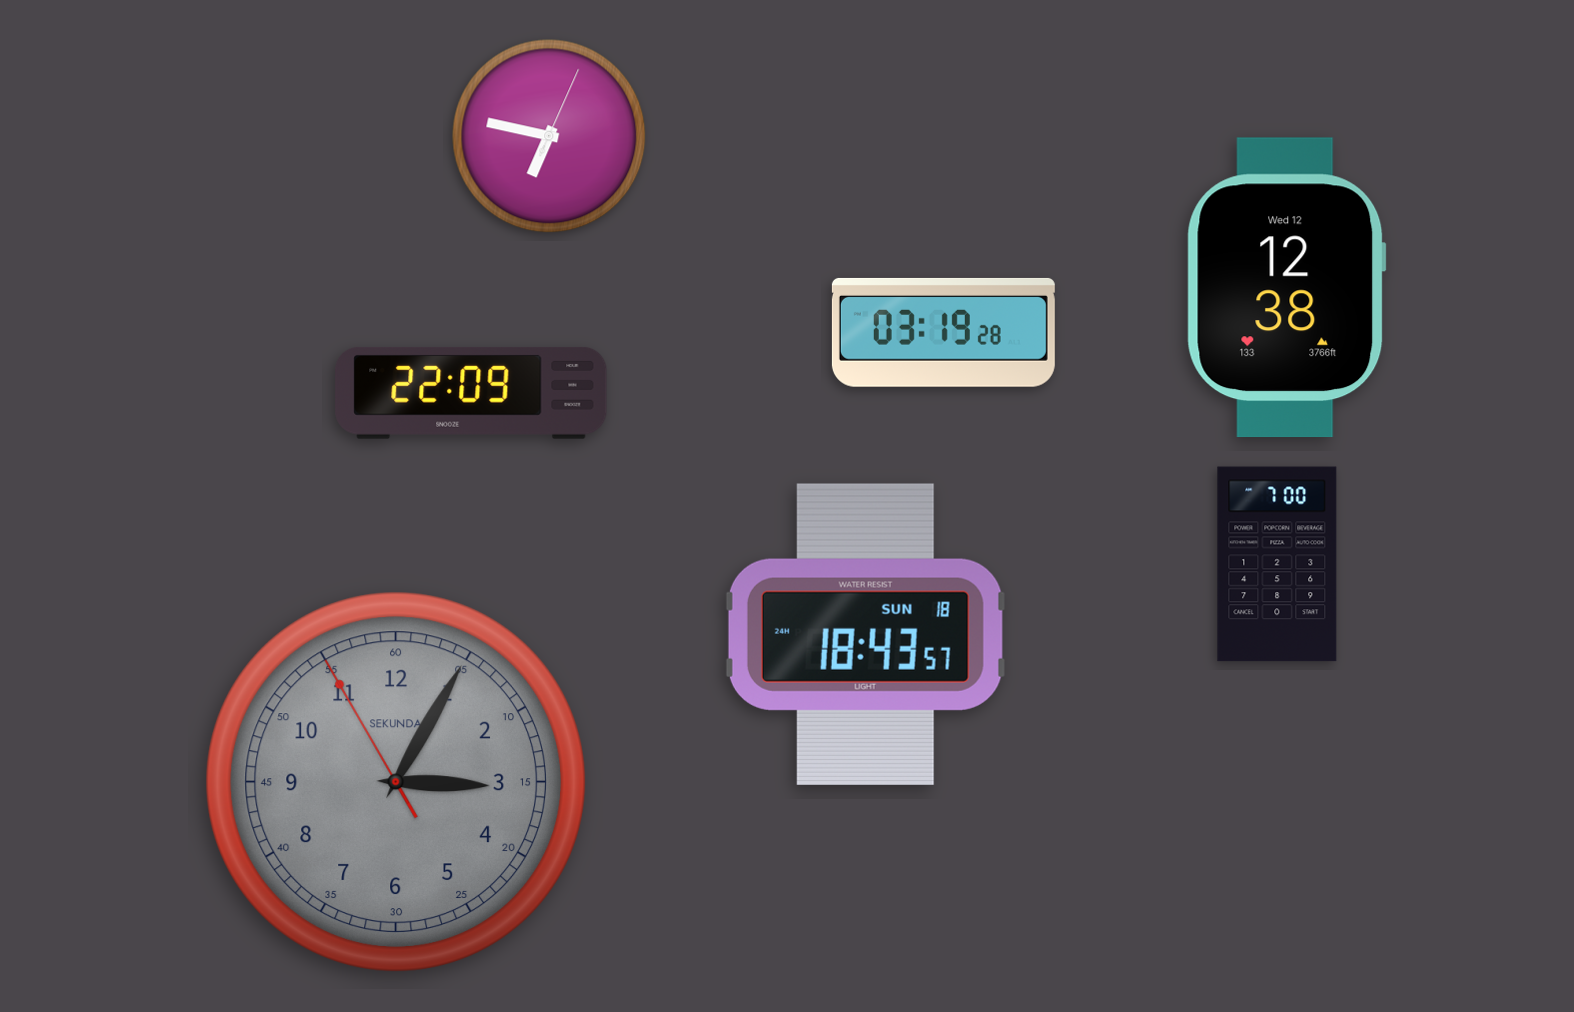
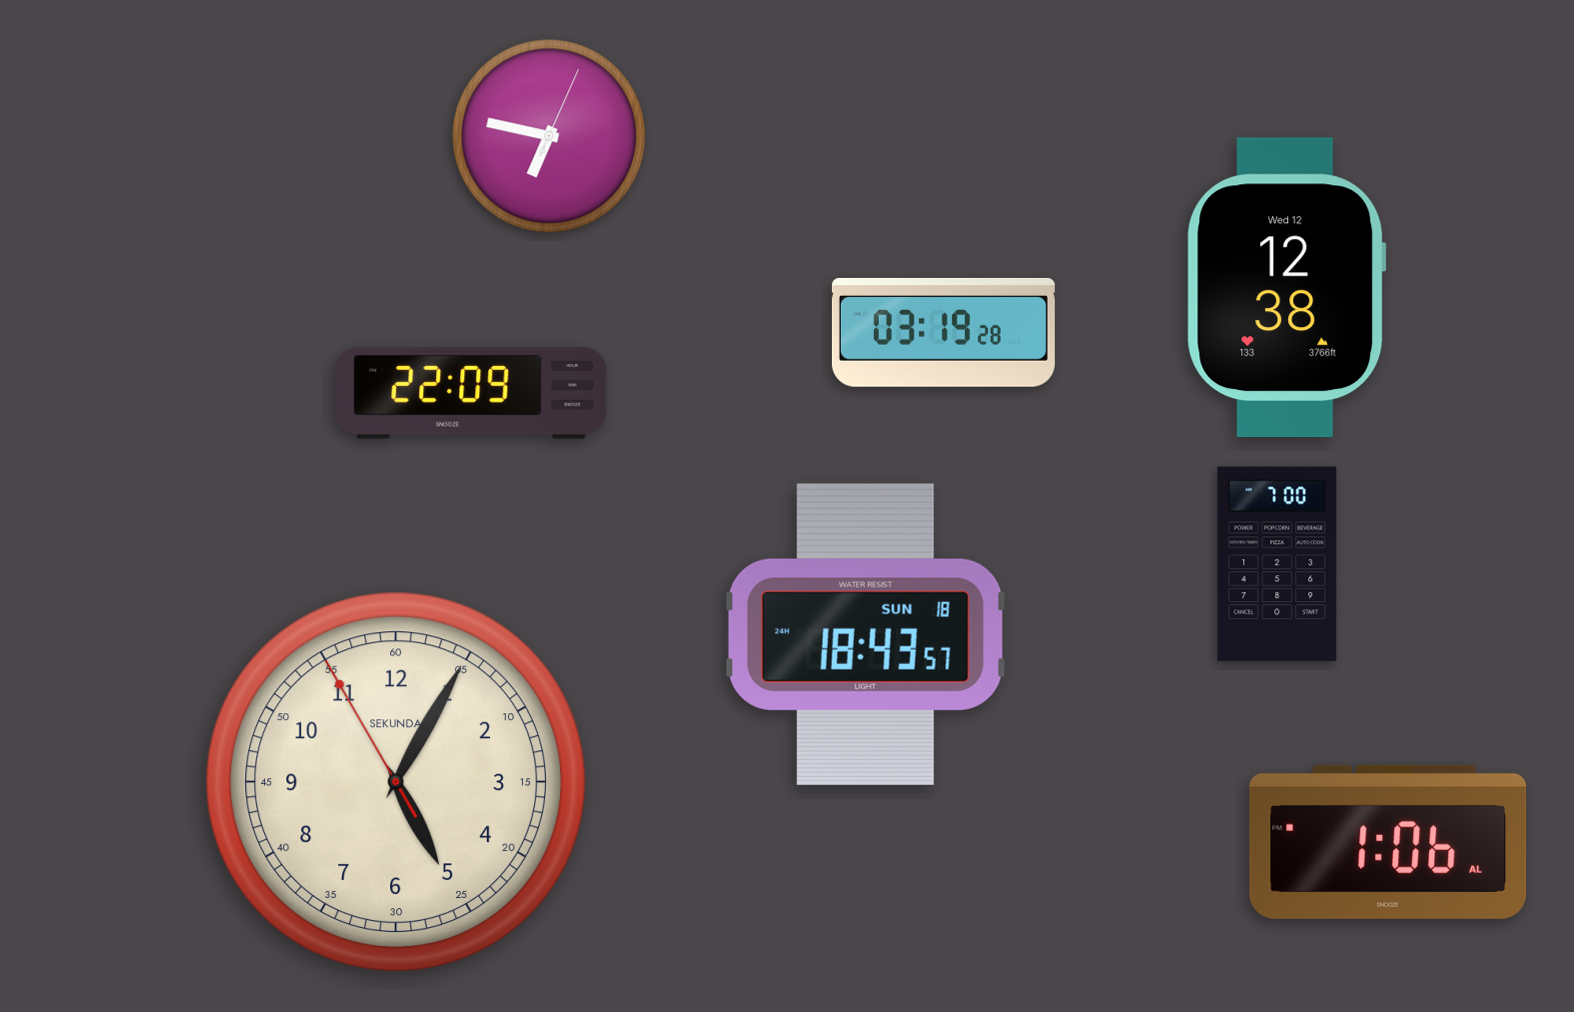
clock at (396, 782): 3:04 -> 5:04
clock at (396, 782) dial: grey -> cream
clock at (1388, 842): none -> 1:06
